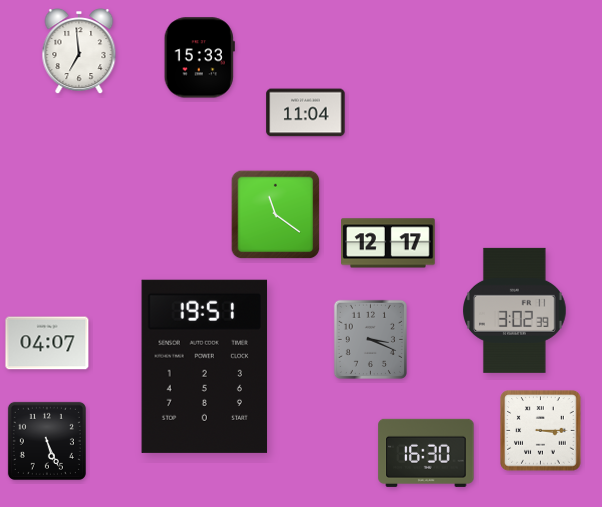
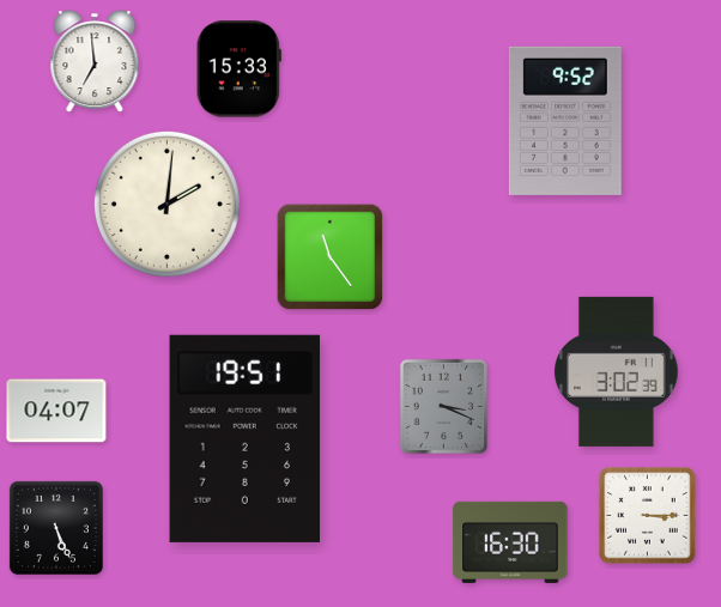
clock at (565, 121): none -> 9:52
clock at (306, 113): 11:04 -> none
clock at (166, 204): none -> 2:01
clock at (276, 215): 11:21 -> 11:24
clock at (388, 243): 12:17 -> none
